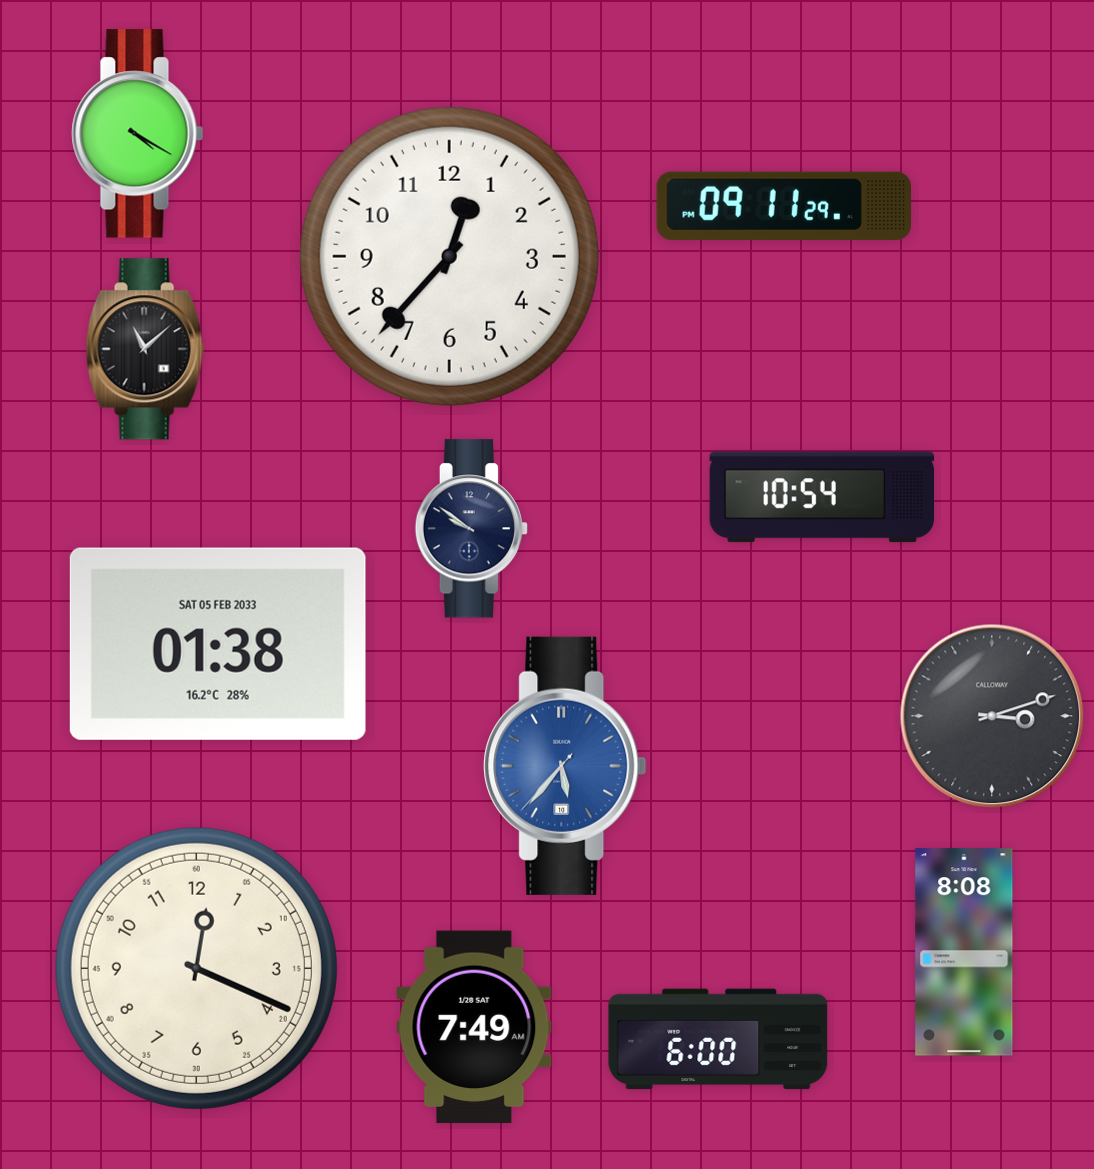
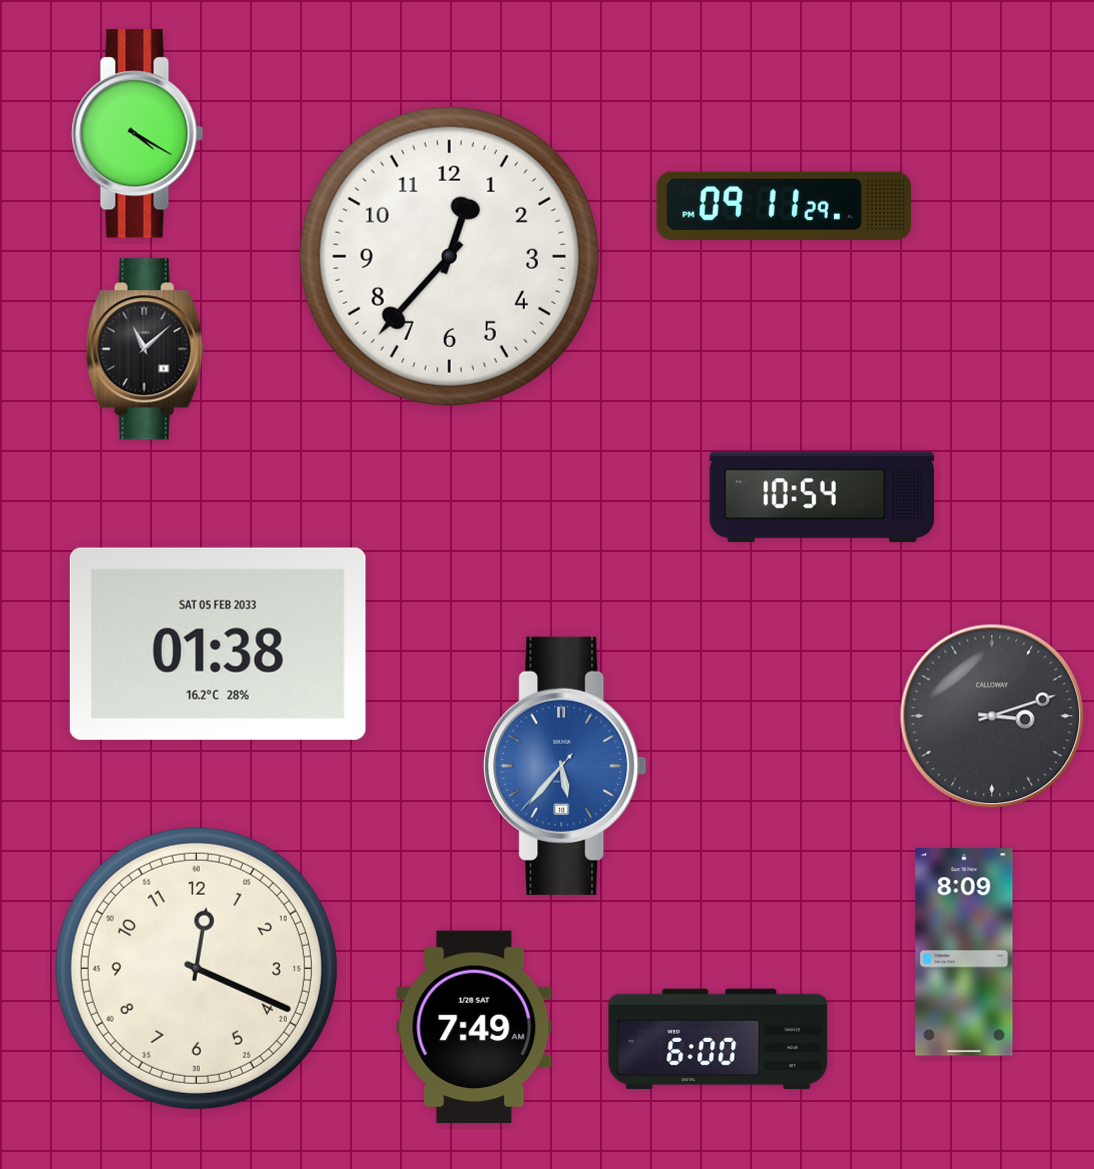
clock at (471, 529): 9:51 -> none
clock at (964, 952): 8:08 -> 8:09
